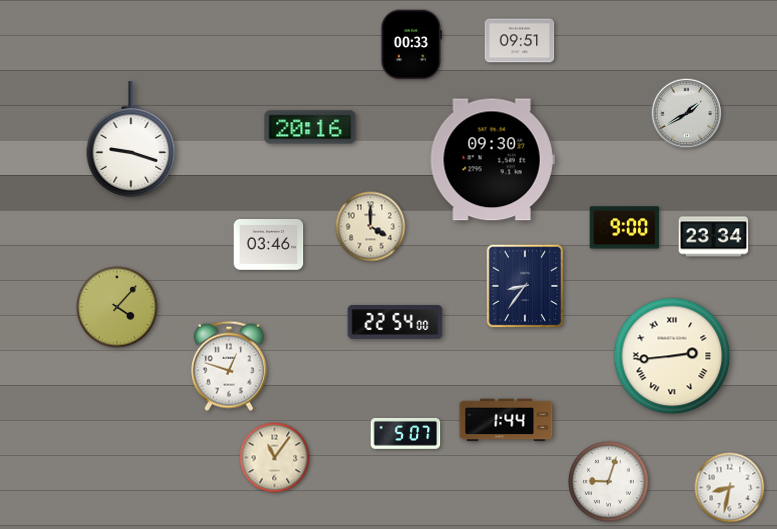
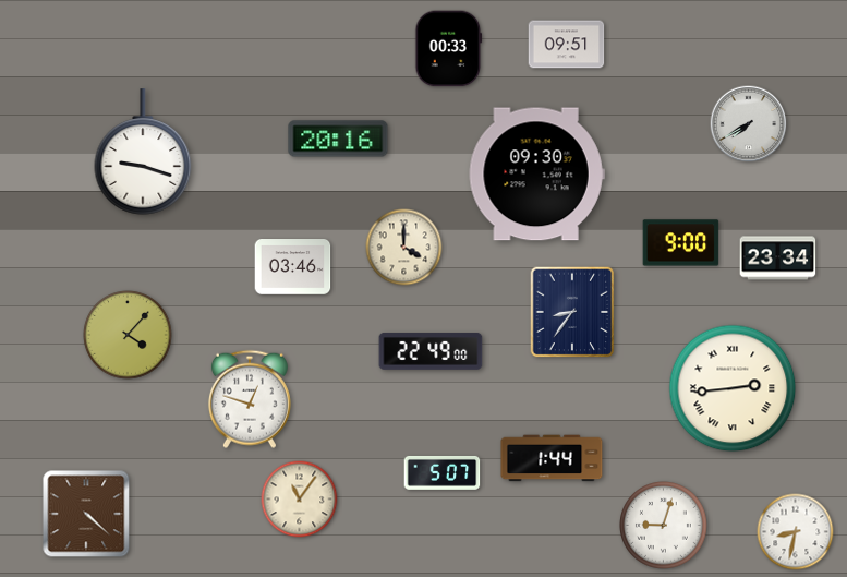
clock at (687, 114): 1:40 -> 7:40
clock at (625, 228) position: (625, 228) -> (681, 243)
clock at (395, 322): 22:54 -> 22:49
clock at (86, 514): none -> 4:22
